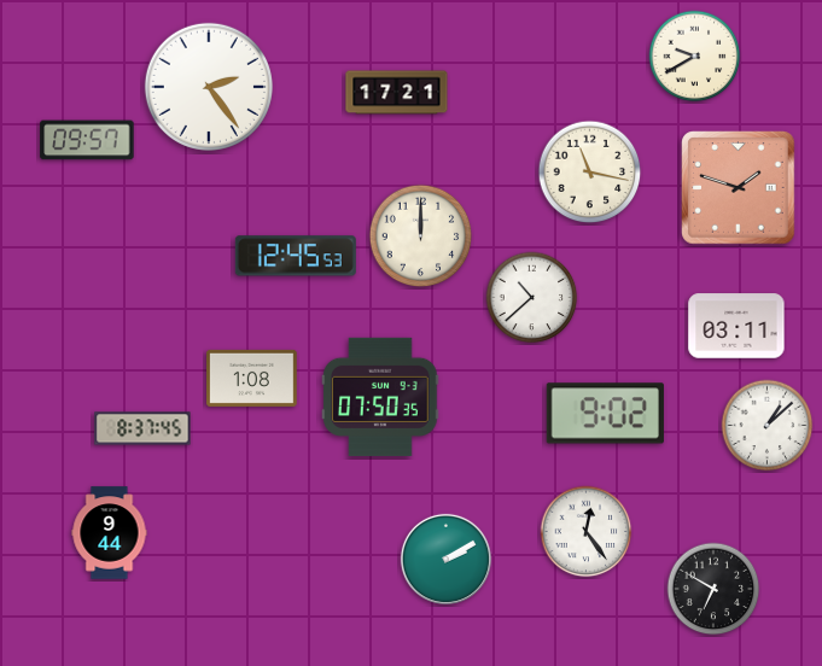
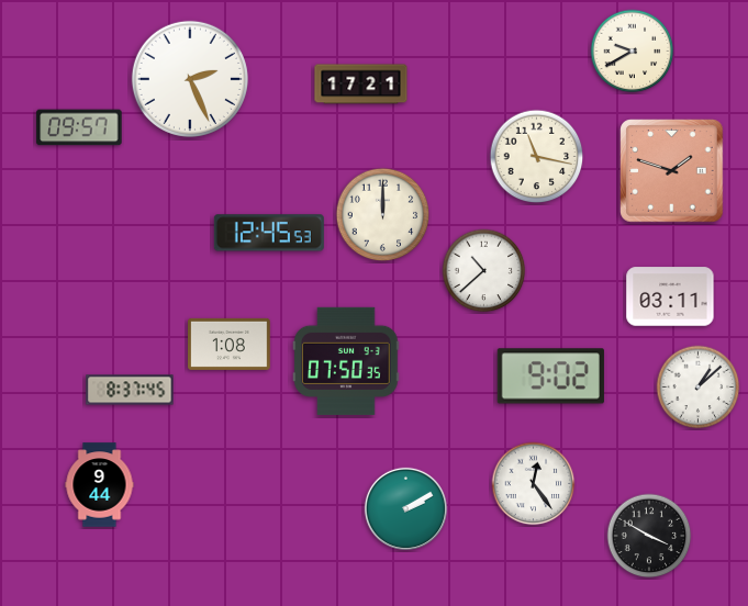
clock at (209, 87): 2:24 -> 2:26
clock at (713, 589): 6:50 -> 3:50
